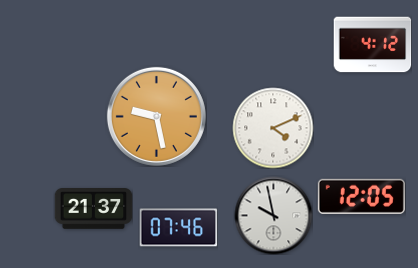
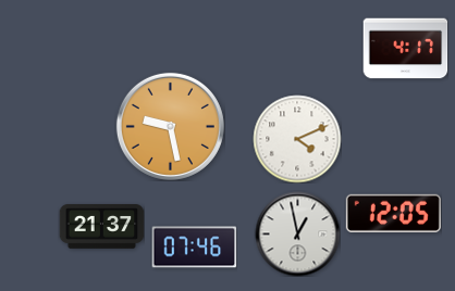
clock at (372, 45): 4:12 -> 4:17
clock at (273, 215): 9:58 -> 12:58
